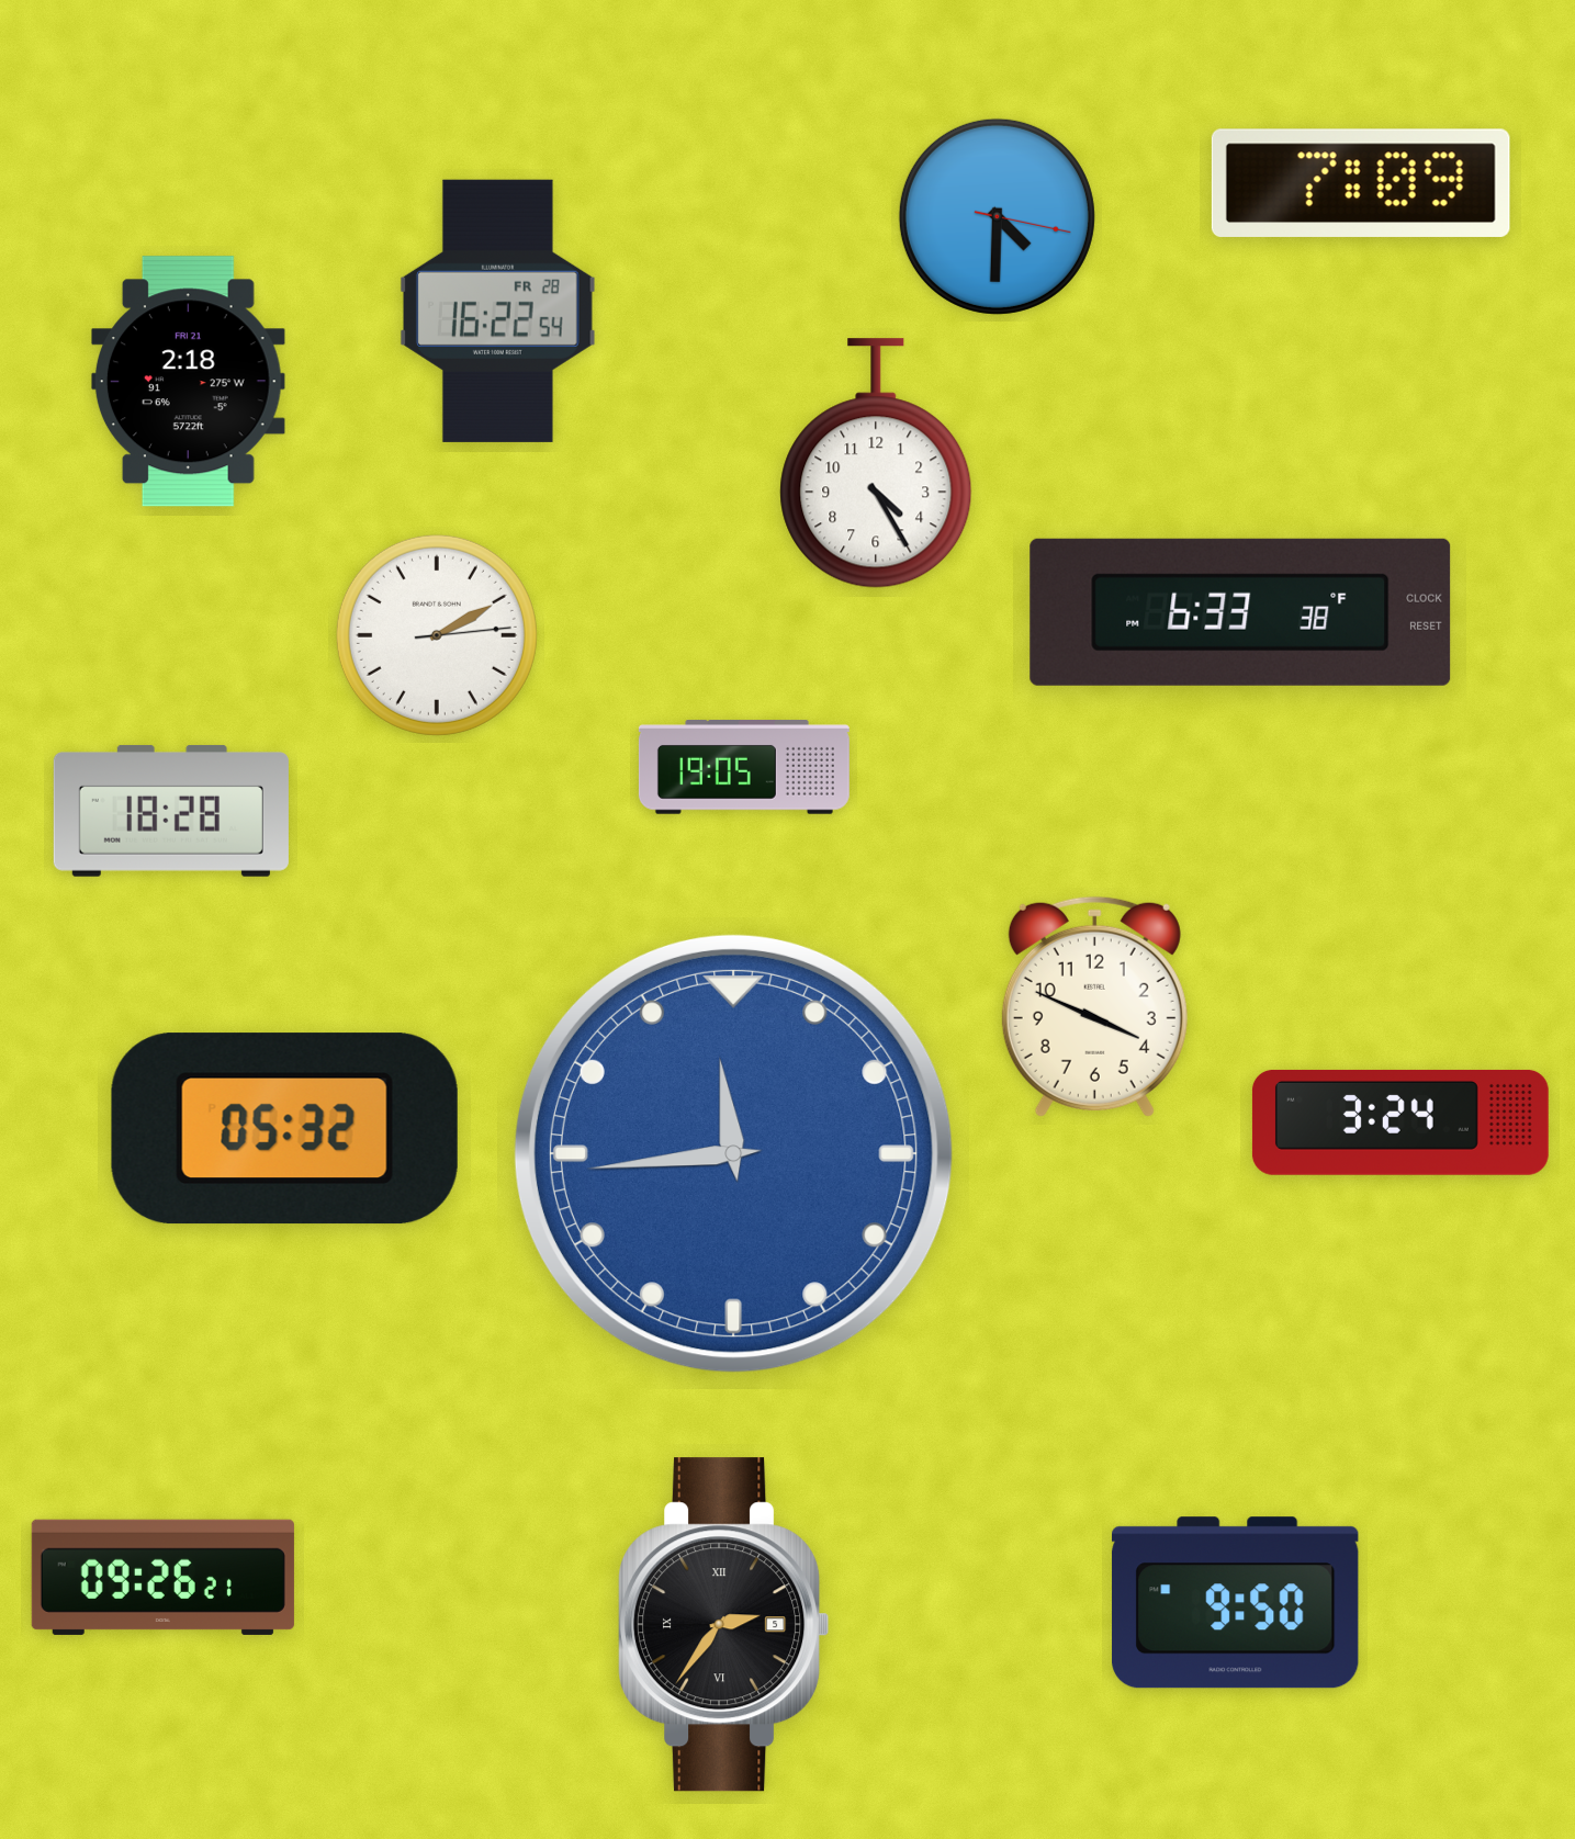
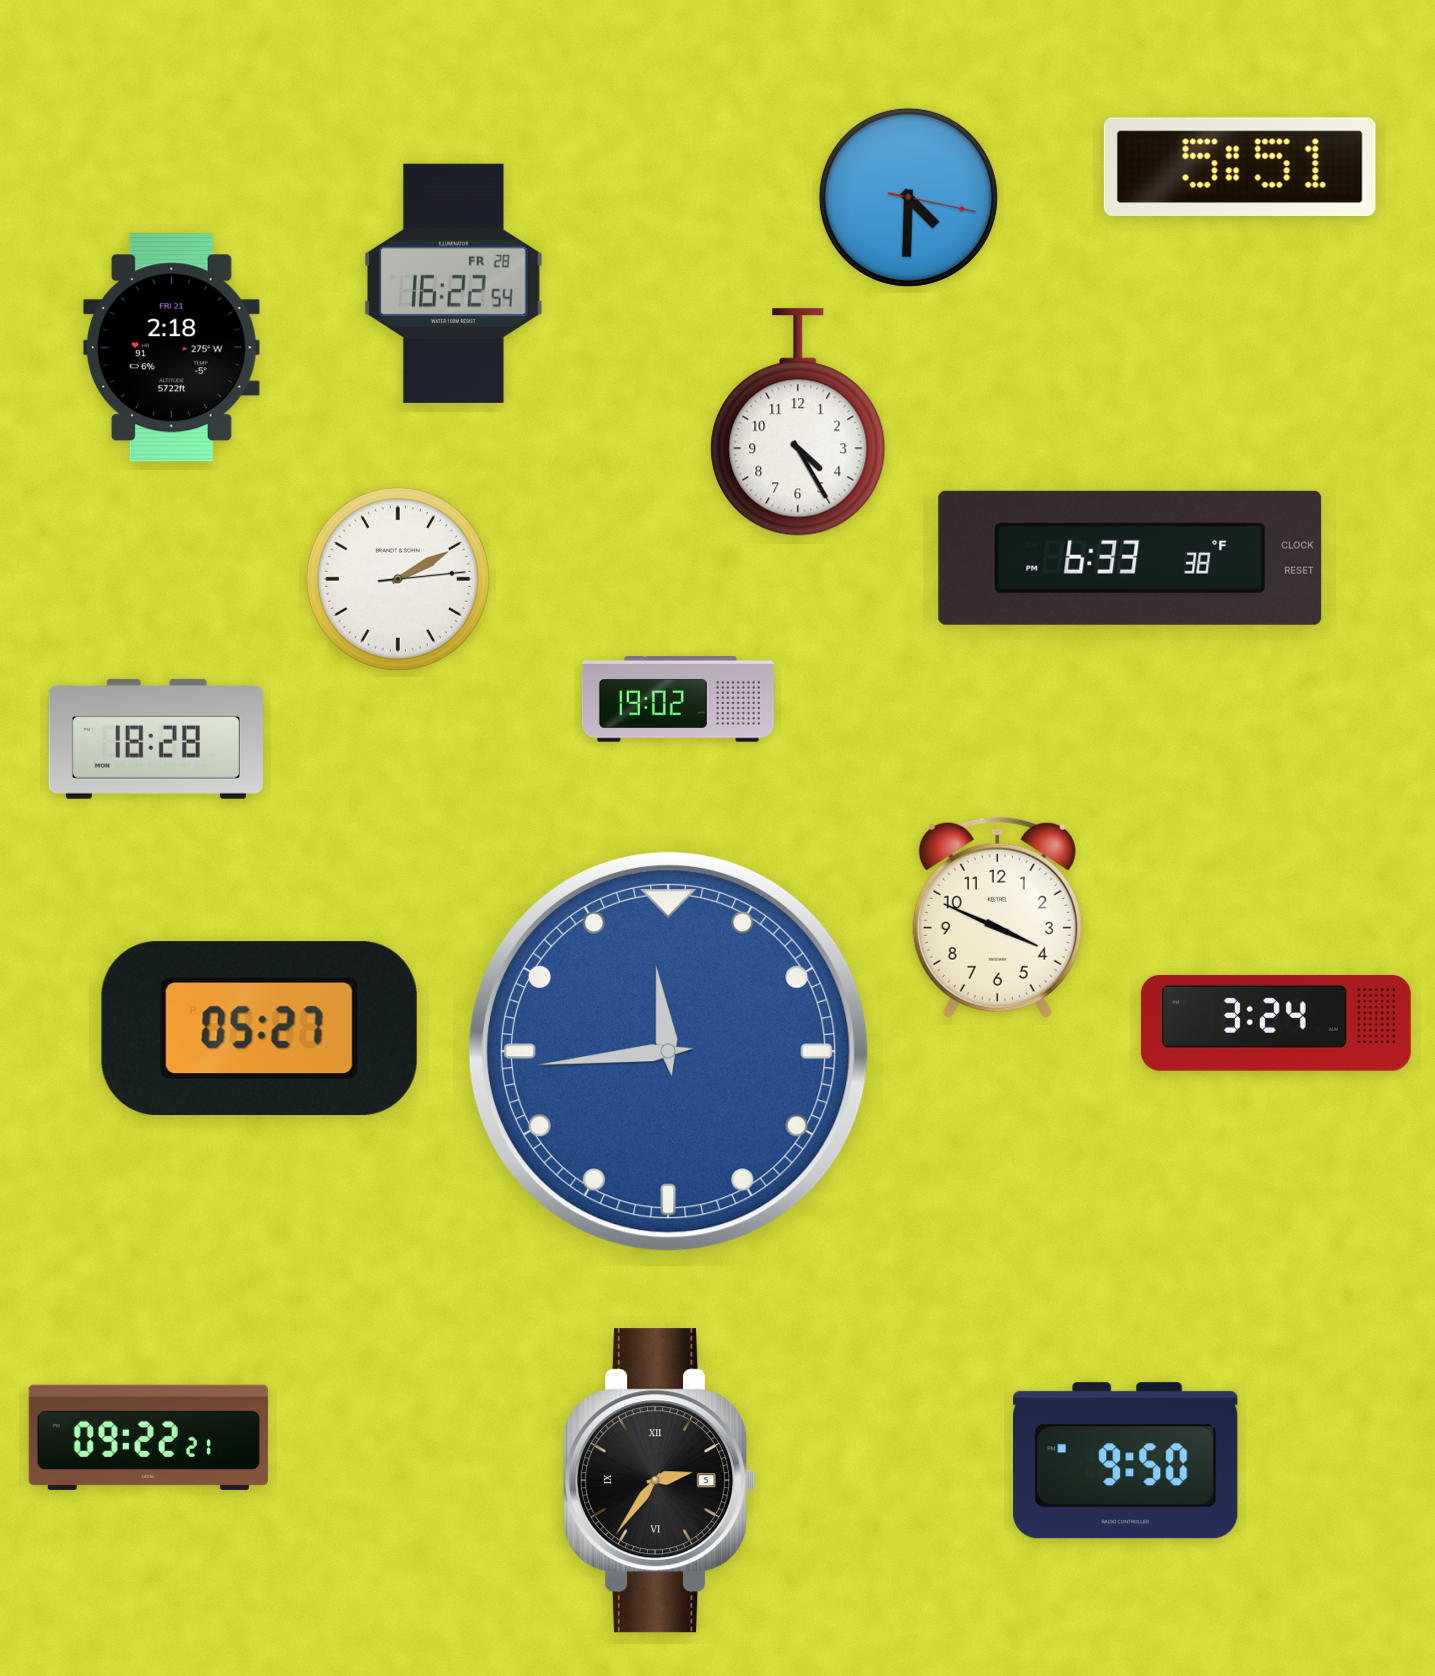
clock at (1361, 183): 7:09 -> 5:51
clock at (744, 768): 19:05 -> 19:02
clock at (284, 1129): 05:32 -> 05:27
clock at (162, 1577): 09:26 -> 09:22
